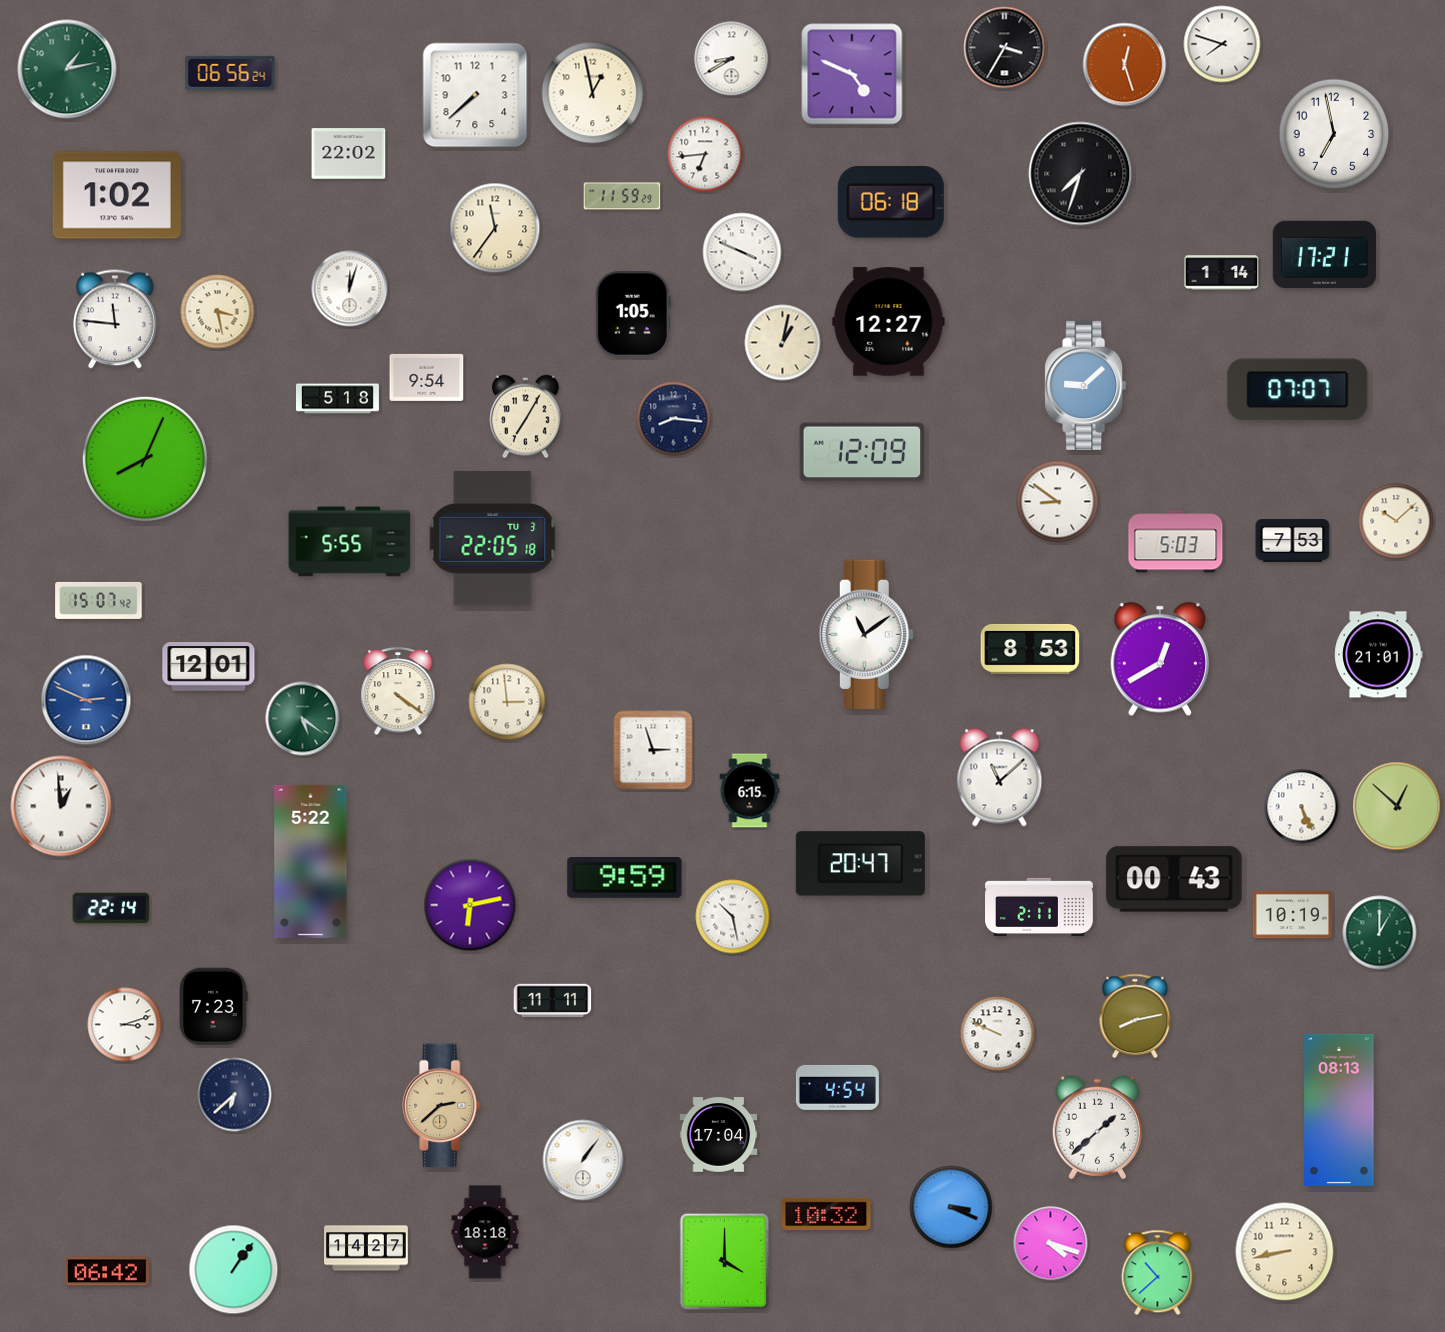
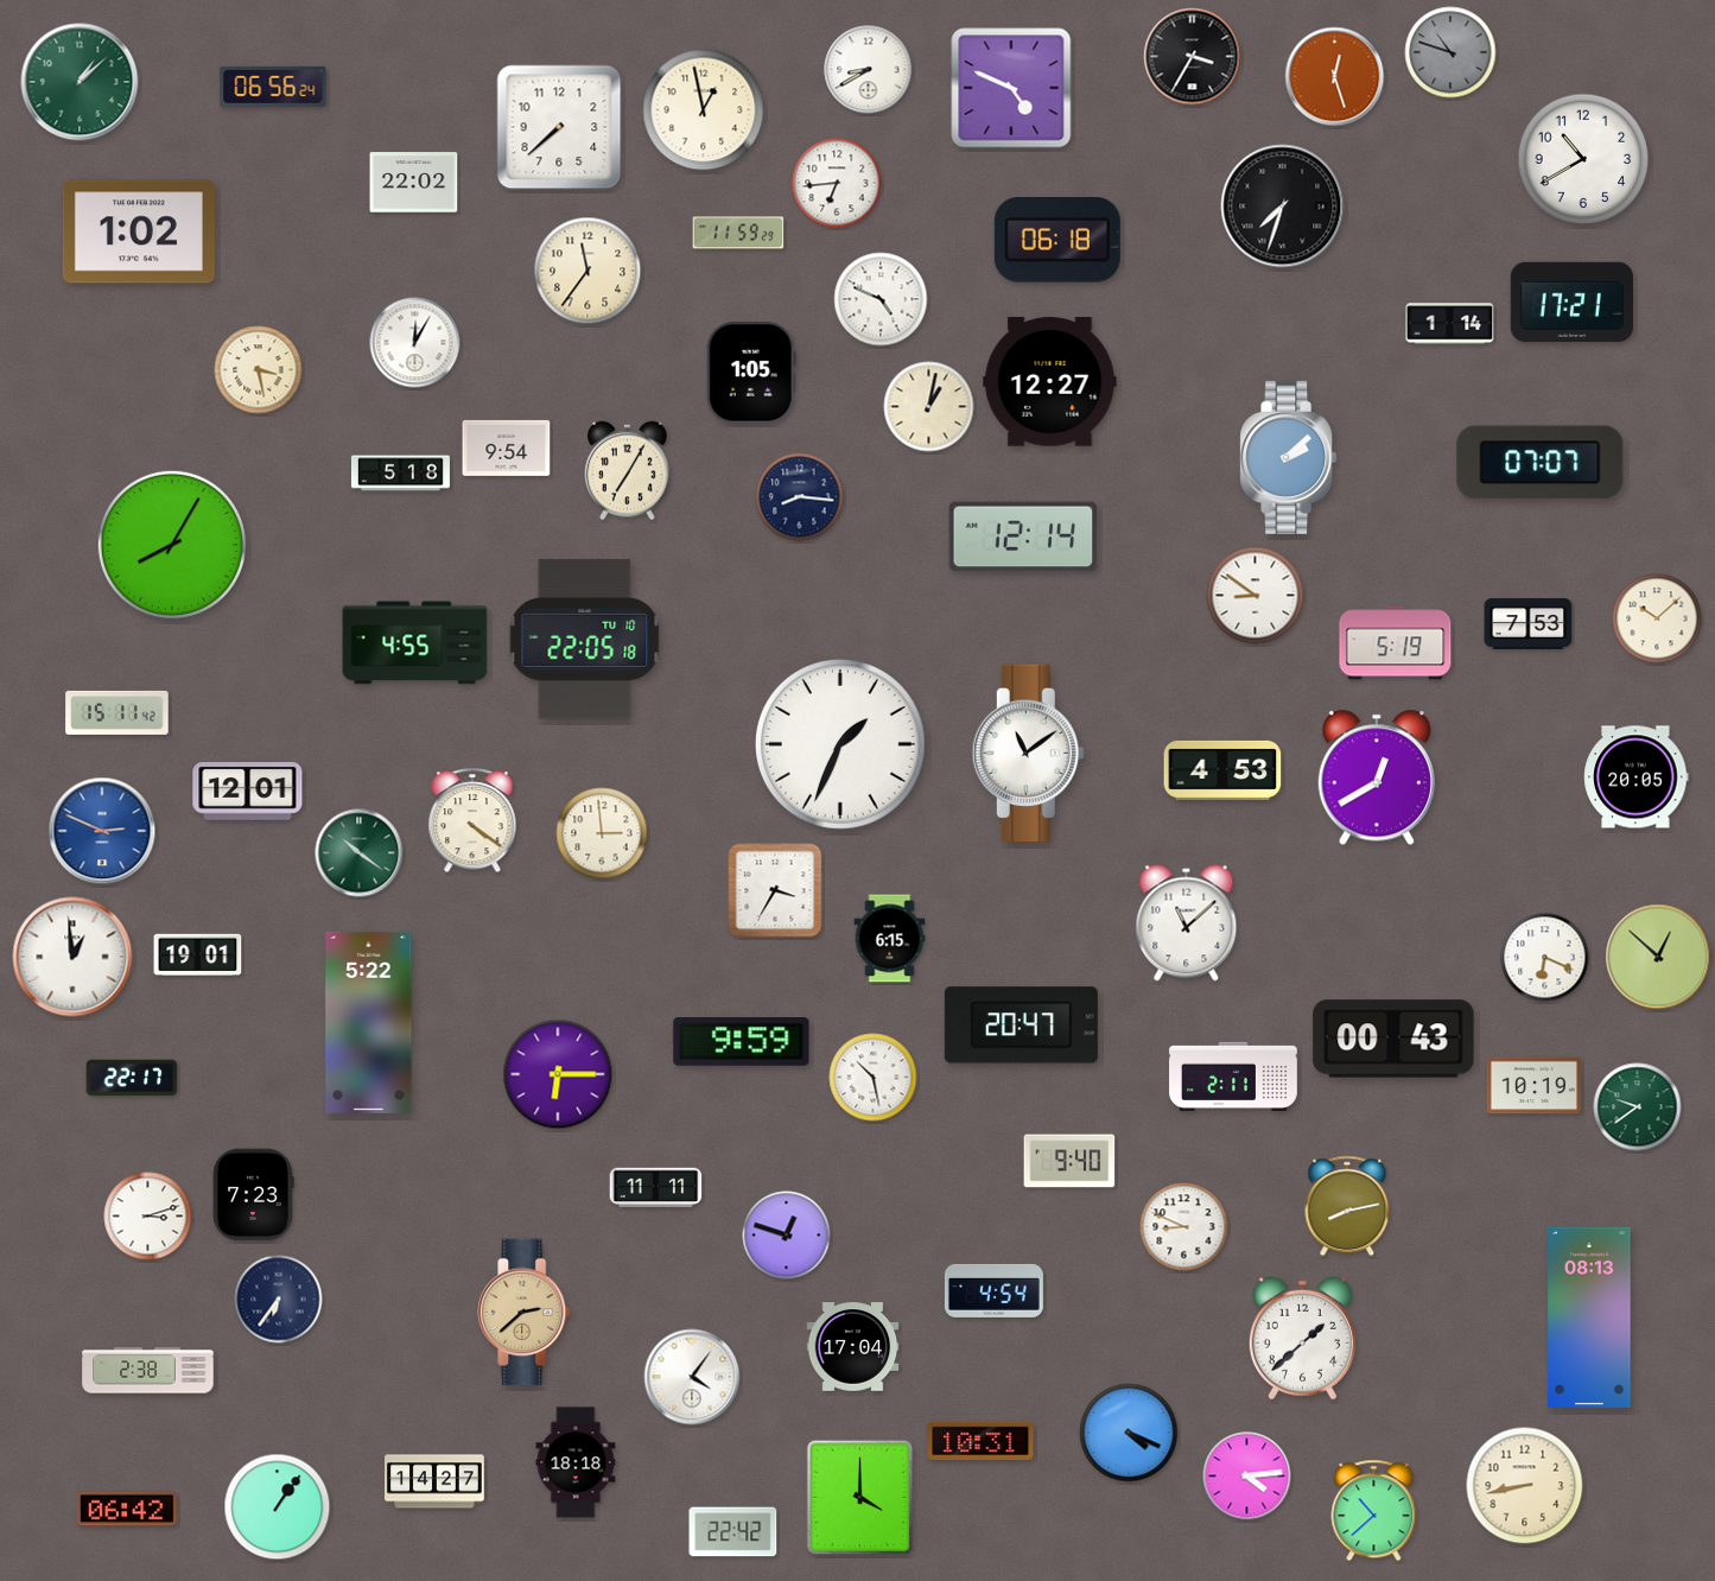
clock at (1222, 44): 7:48 -> 10:48
clock at (1222, 44) dial: white -> grey
clock at (67, 69): 1:13 -> 1:08
clock at (475, 95) position: (475, 95) -> (559, 127)
clock at (1334, 134): 6:58 -> 10:40
clock at (742, 252): 3:49 -> 4:49
clock at (350, 289): 12:03 -> 12:05
clock at (115, 319): 11:46 -> none
clock at (889, 322) position: (889, 322) -> (1050, 382)
clock at (1086, 385): 9:08 -> 2:08
clock at (526, 417) position: (526, 417) -> (628, 471)
clock at (862, 452): 12:09 -> 12:14
clock at (145, 459): 8:04 -> 8:05
clock at (493, 539) date: TU 3 -> TU 10
clock at (1293, 541) position: (1293, 541) -> (1529, 624)
clock at (350, 542): 5:55 -> 4:55
clock at (1176, 542): 5:03 -> 5:19
clock at (99, 600): 15:07 -> 15:11
clock at (841, 745): none -> 1:34
clock at (1030, 649): 8:53 -> 4:53
clock at (1379, 655): 21:01 -> 20:05
clock at (1159, 659) position: (1159, 659) -> (1376, 777)
clock at (303, 719): 5:21 -> 10:21
clock at (653, 750): 2:57 -> 3:35
clock at (198, 954): none -> 19:01
clock at (1302, 807): 5:26 -> 6:19
clock at (1174, 879) position: (1174, 879) -> (1393, 1039)
clock at (470, 905): 6:13 -> 6:15
clock at (111, 908): 22:14 -> 22:17
clock at (733, 917) position: (733, 917) -> (874, 1078)
clock at (1380, 933): 1:00 -> 9:39
clock at (1069, 1161): none -> 9:40
clock at (998, 1034): 9:49 -> 8:49
clock at (787, 1236): none -> 12:48
clock at (235, 1095): 6:38 -> 6:36
clock at (148, 1371): none -> 2:38
clock at (583, 1160): 1:06 -> 4:06
clock at (951, 1207): 3:19 -> 4:19
clock at (826, 1213): 10:32 -> 10:31
clock at (1051, 1244): 4:18 -> 4:14
clock at (733, 1532): none -> 22:42
